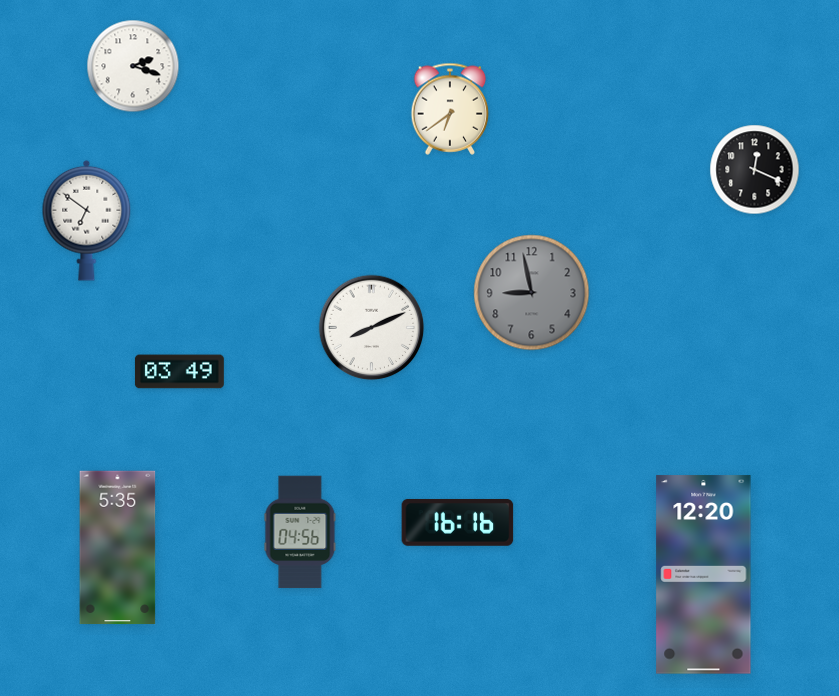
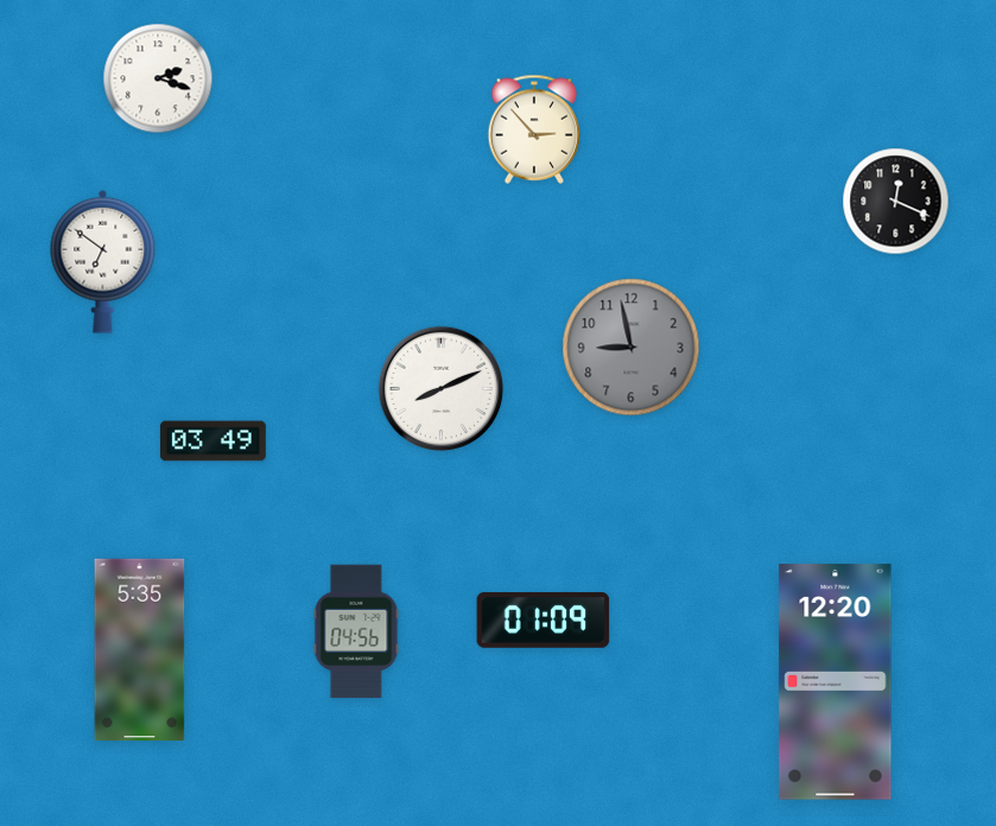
clock at (450, 109): 6:39 -> 2:53
clock at (458, 522): 16:16 -> 01:09
